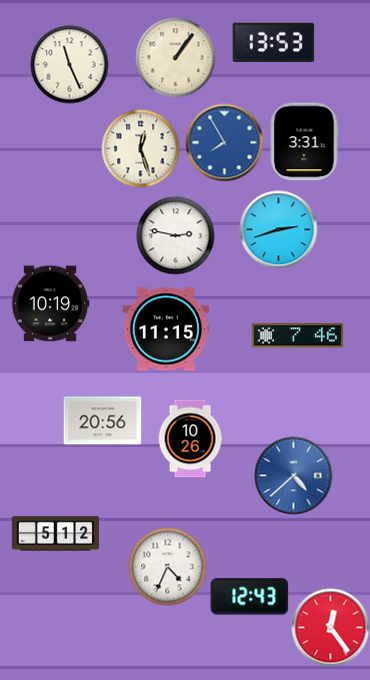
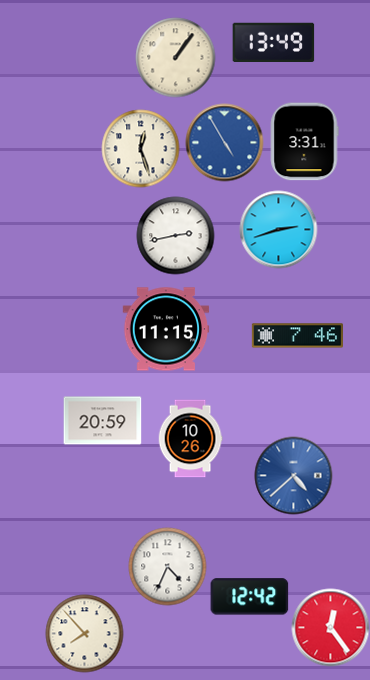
clock at (273, 42): 13:53 -> 13:49
clock at (69, 64): 11:26 -> none
clock at (224, 142): 7:55 -> 4:55
clock at (175, 235): 2:47 -> 2:43
clock at (50, 304): 10:19 -> none
clock at (102, 421): 20:56 -> 20:59
clock at (55, 534): 5:12 -> none
clock at (249, 597): 12:43 -> 12:42
clock at (84, 633): none -> 7:53
